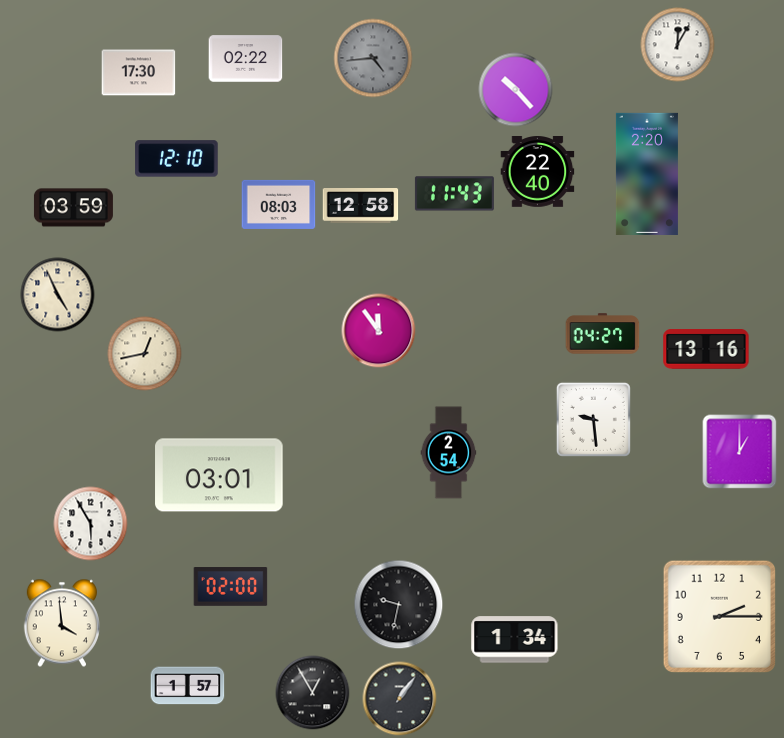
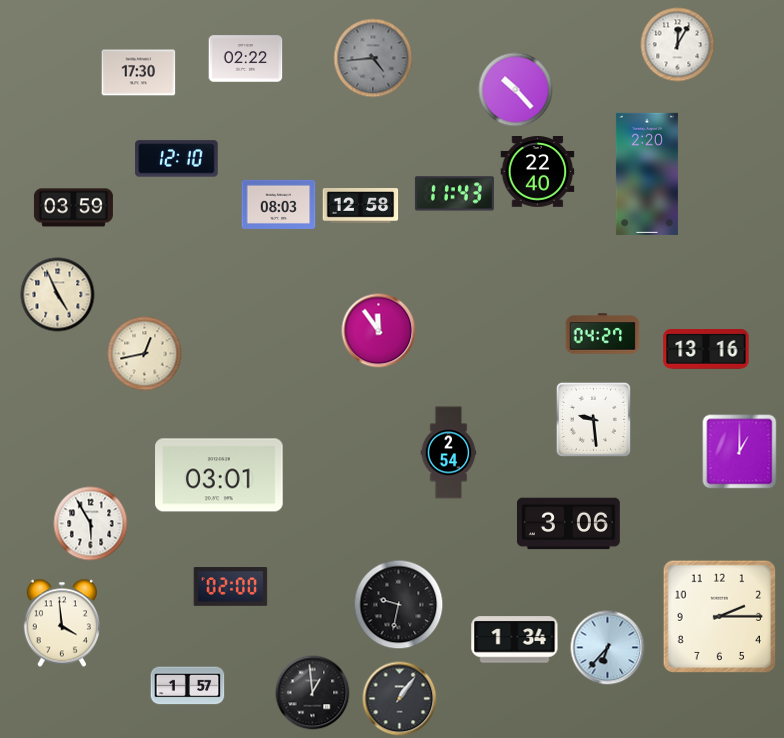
clock at (568, 524): none -> 3:06
clock at (608, 648): none -> 6:37
clock at (313, 693): 12:55 -> 12:59
